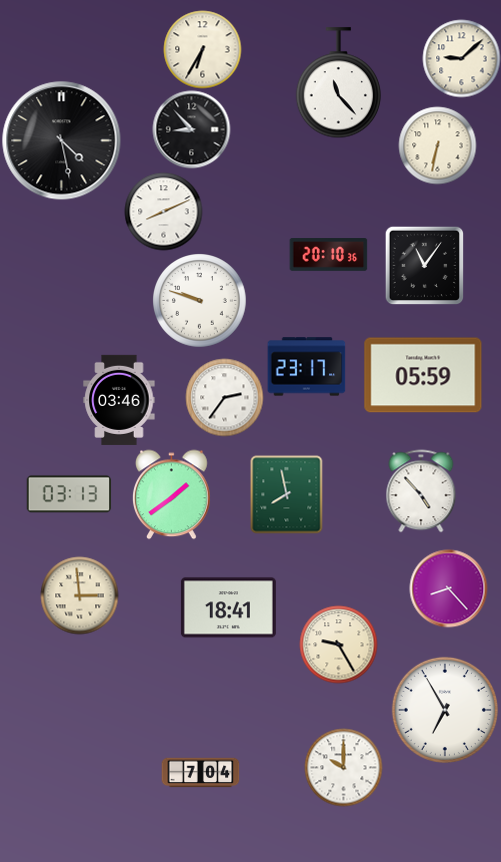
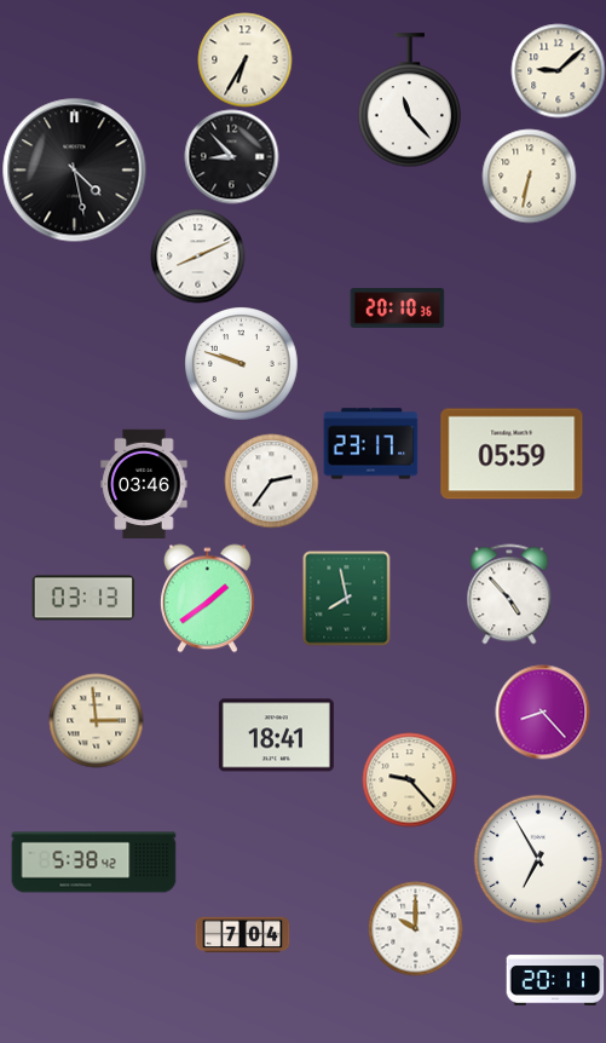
clock at (424, 265): 11:06 -> none
clock at (338, 644): 9:25 -> 9:23
clock at (94, 863): none -> 5:38
clock at (555, 980): none -> 20:11
